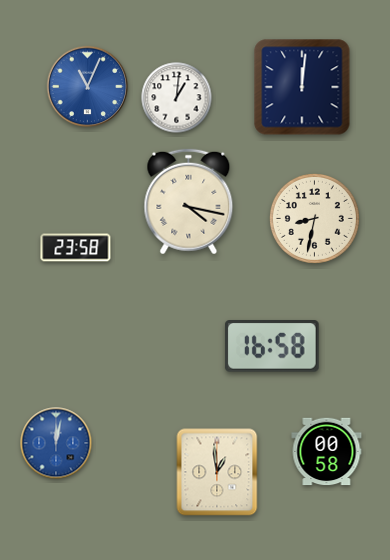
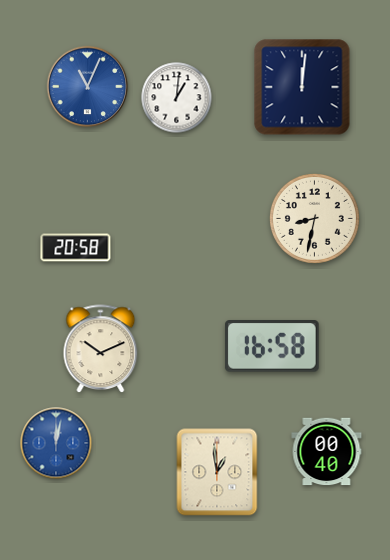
clock at (189, 202): 4:17 -> none
clock at (76, 248): 23:58 -> 20:58
clock at (101, 349): none -> 10:11
clock at (327, 452): 00:58 -> 00:40
